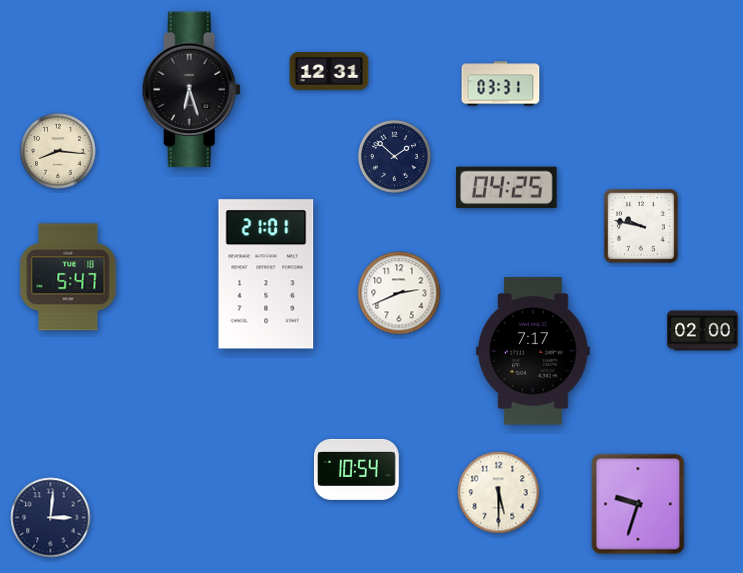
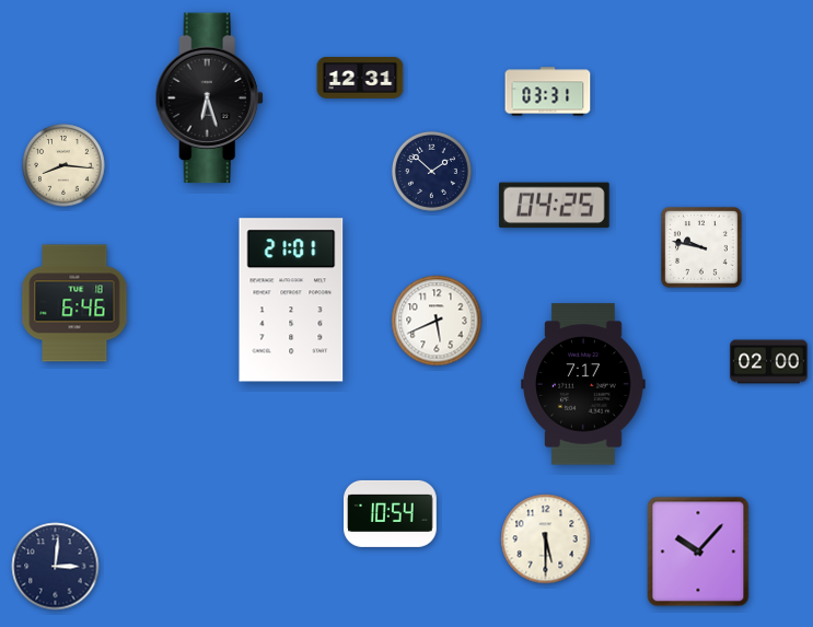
clock at (68, 277): 5:47 -> 6:46
clock at (399, 293): 2:41 -> 5:41
clock at (638, 504): 9:33 -> 10:07
